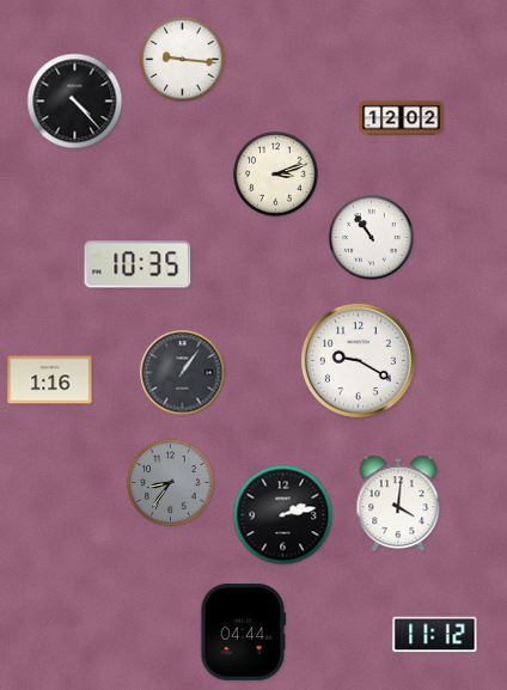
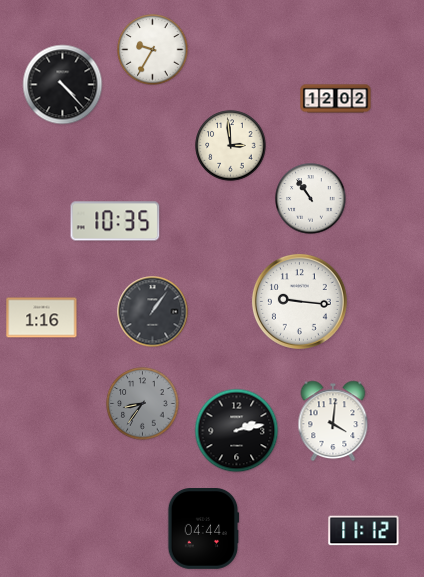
clock at (183, 60): 9:16 -> 9:35
clock at (276, 175): 3:12 -> 2:59
clock at (358, 360): 9:20 -> 9:16
